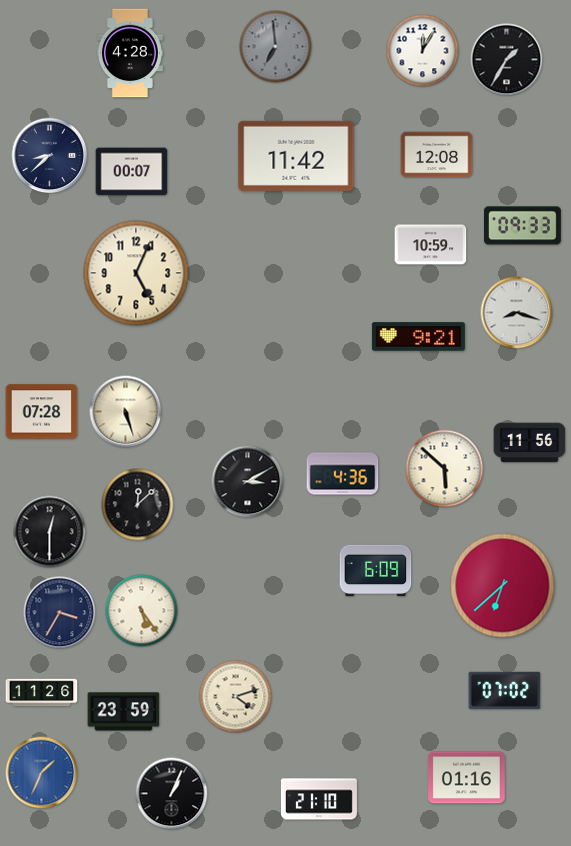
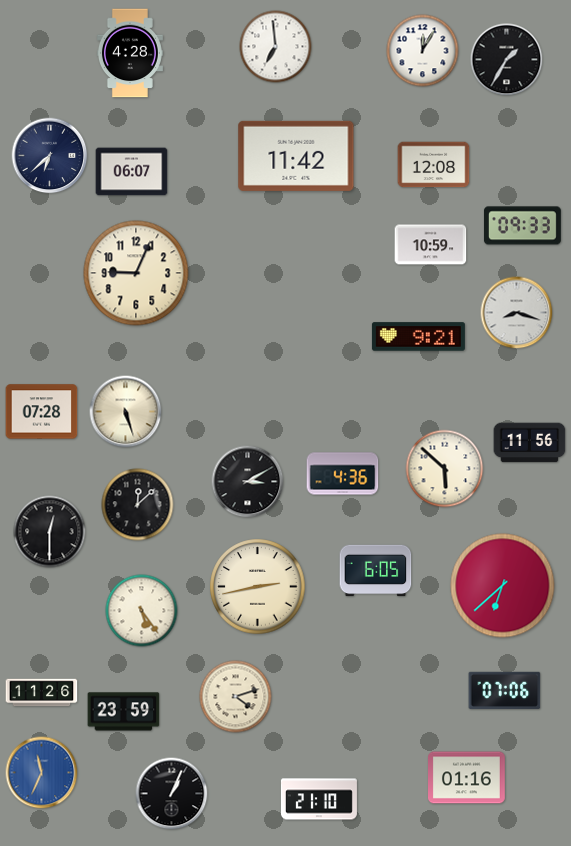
clock at (276, 47) dial: grey -> white
clock at (437, 155) position: (437, 155) -> (434, 165)
clock at (50, 156): 8:38 -> 6:38
clock at (132, 172): 00:07 -> 06:07
clock at (136, 273): 5:04 -> 9:04
clock at (376, 571): 6:09 -> 6:05
clock at (258, 587): none -> 2:43
clock at (60, 613): 3:35 -> none
clock at (505, 690): 07:02 -> 07:06
clock at (42, 773): 1:34 -> 11:34
